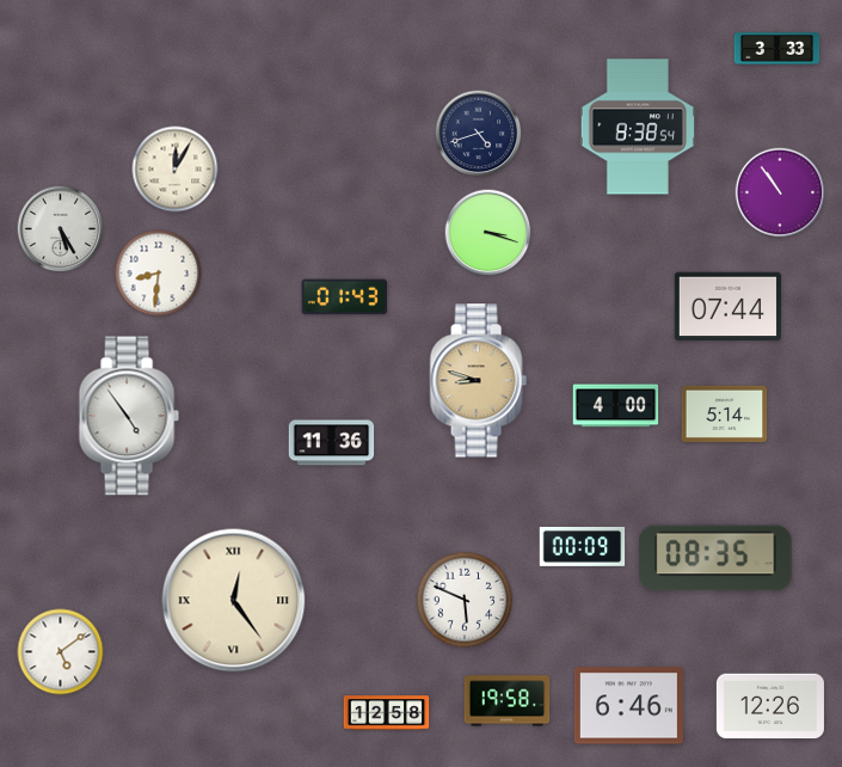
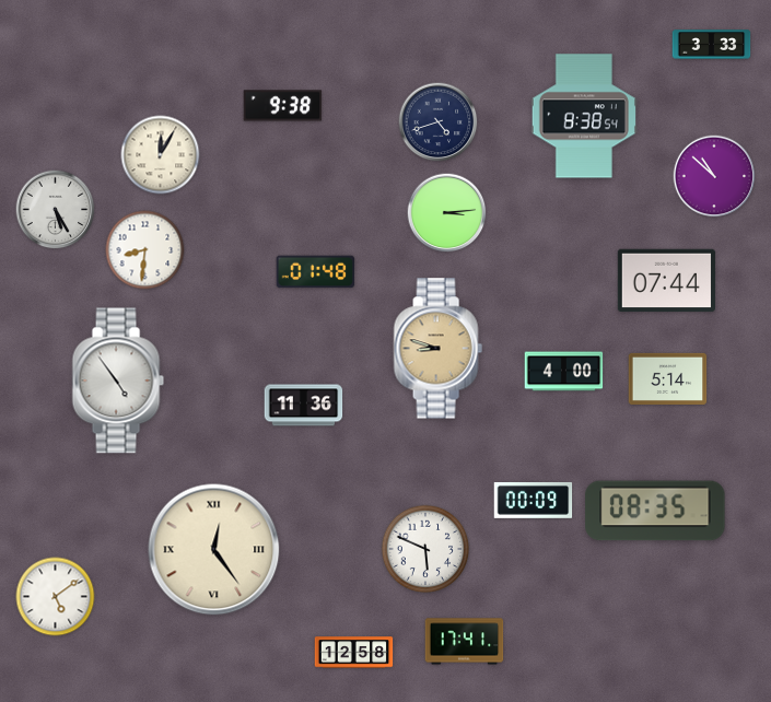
clock at (283, 106): none -> 9:38
clock at (780, 192): 10:54 -> 10:52
clock at (488, 233): 3:18 -> 3:14
clock at (345, 297): 01:43 -> 01:48
clock at (725, 413) position: (725, 413) -> (668, 378)
clock at (508, 701): 19:58 -> 17:41
clock at (628, 706): 6:46 -> none
clock at (770, 706): 12:26 -> none
